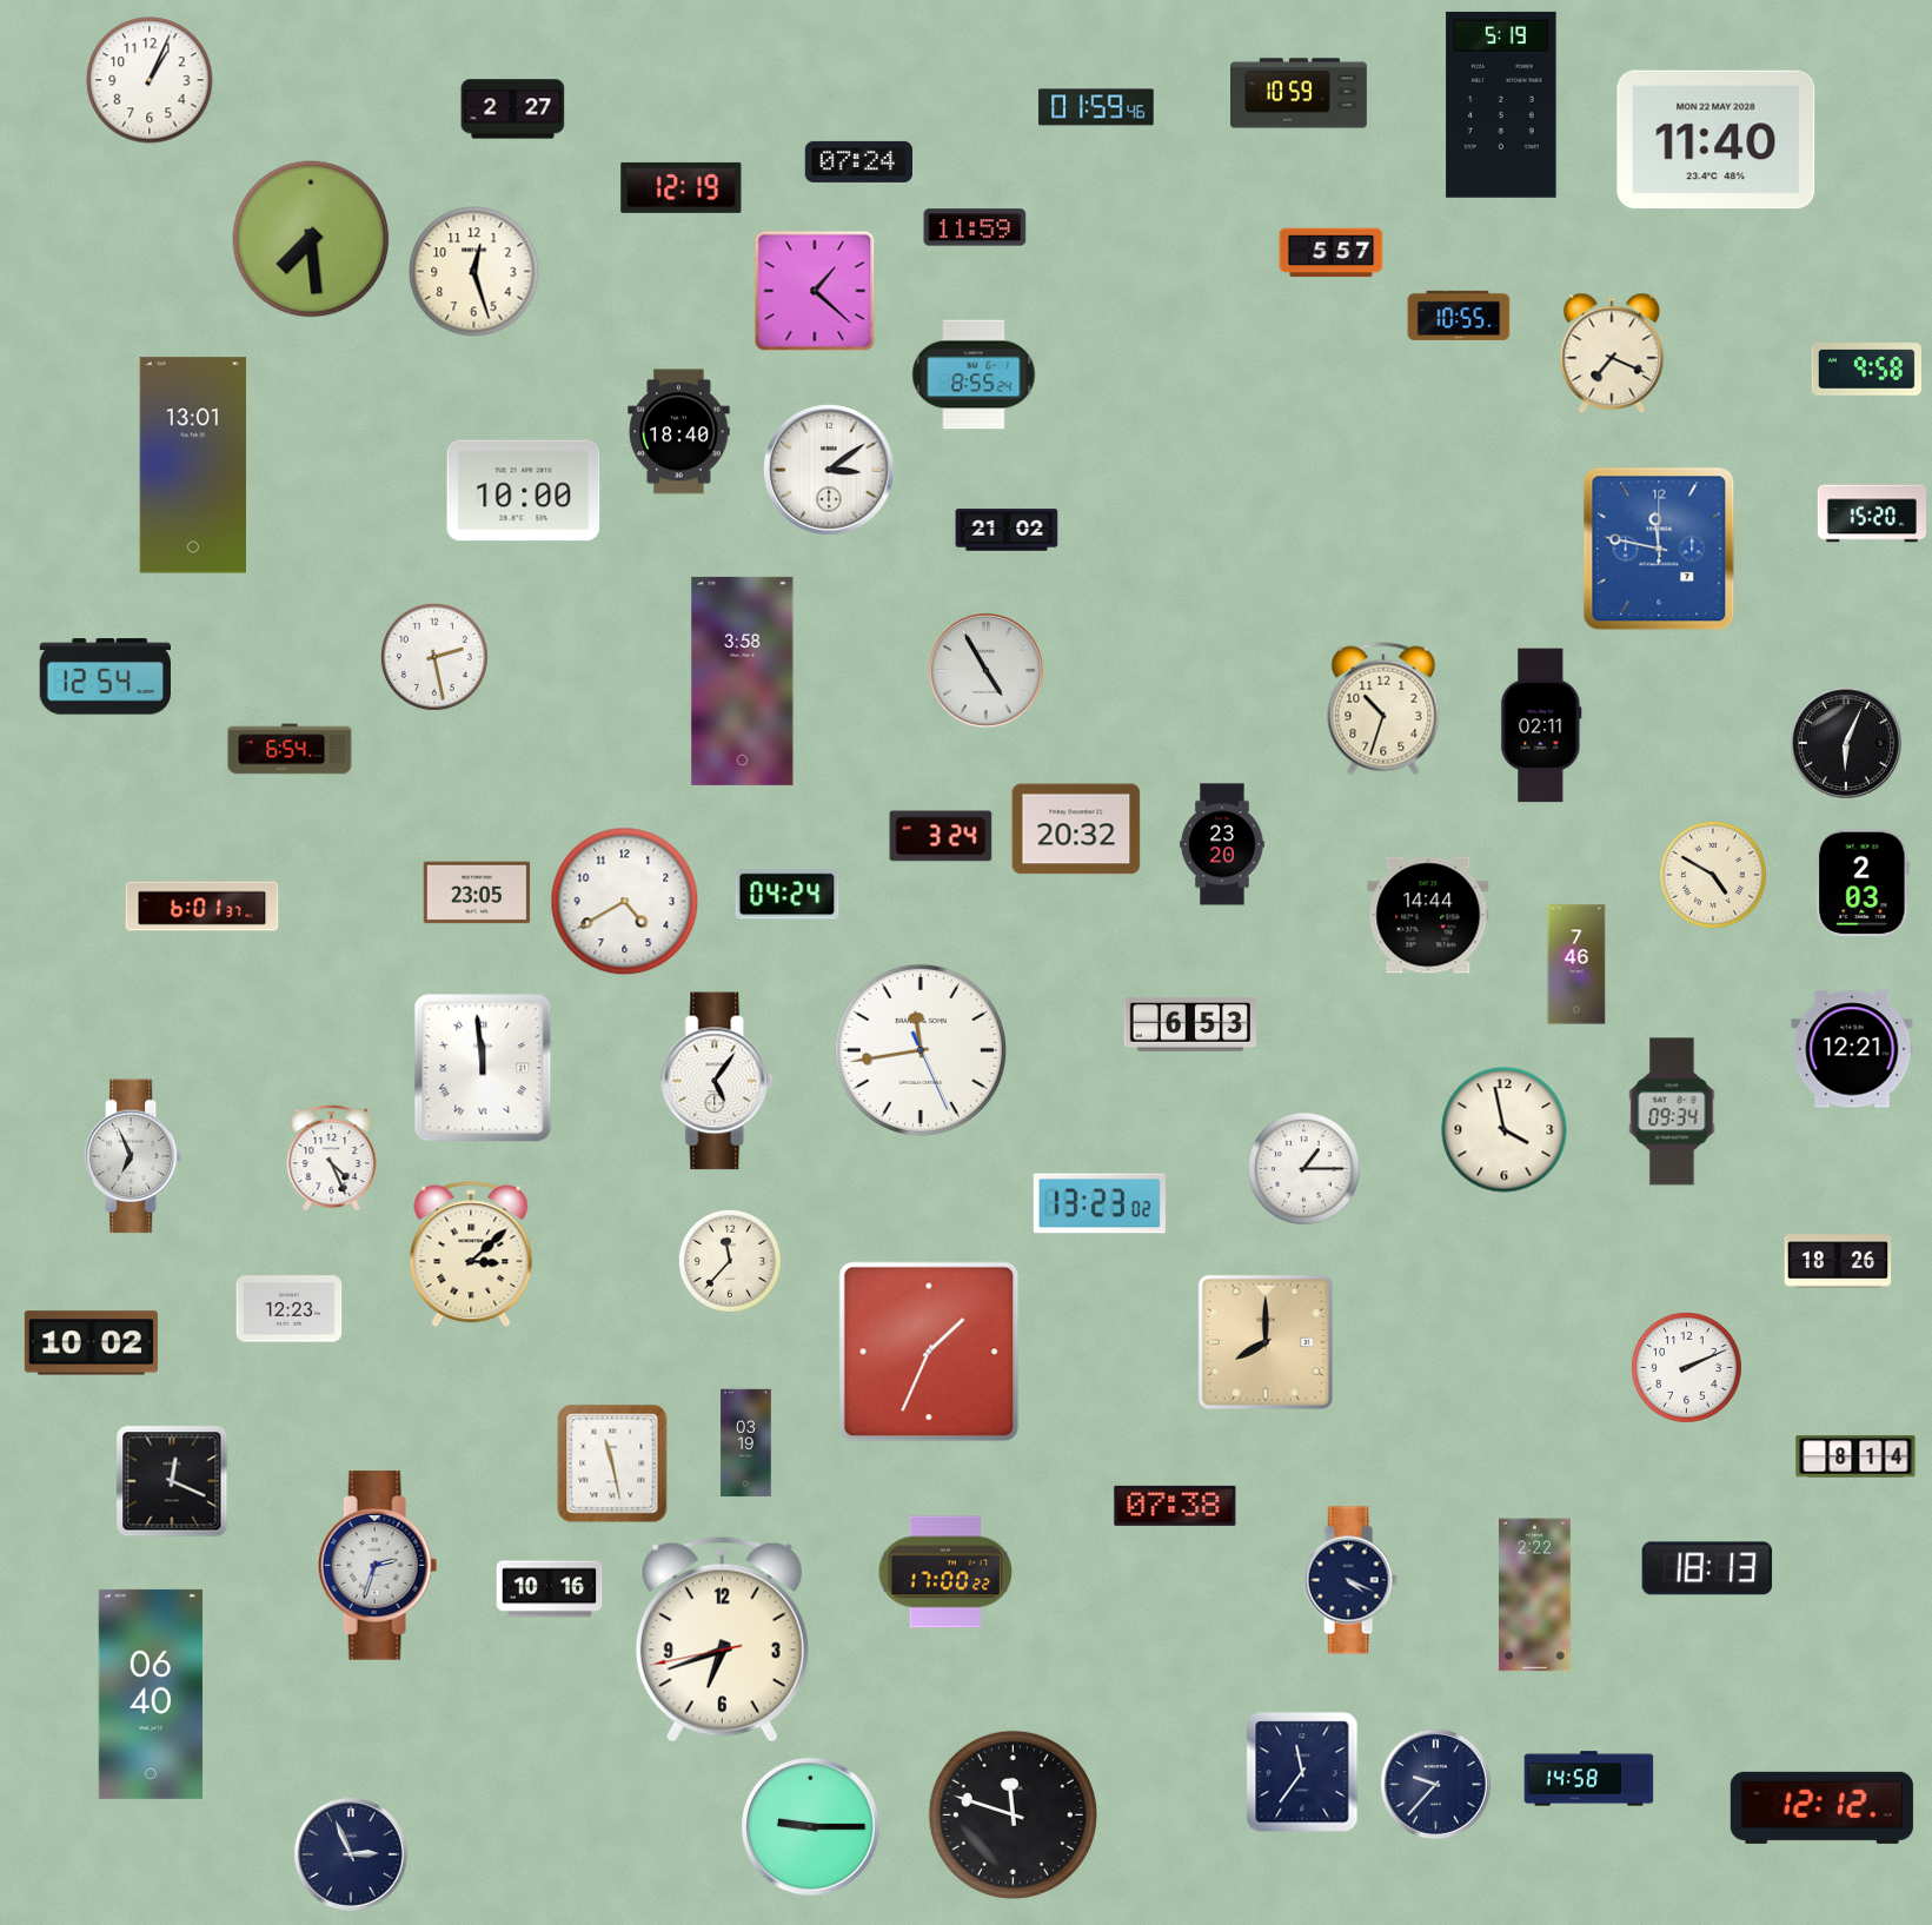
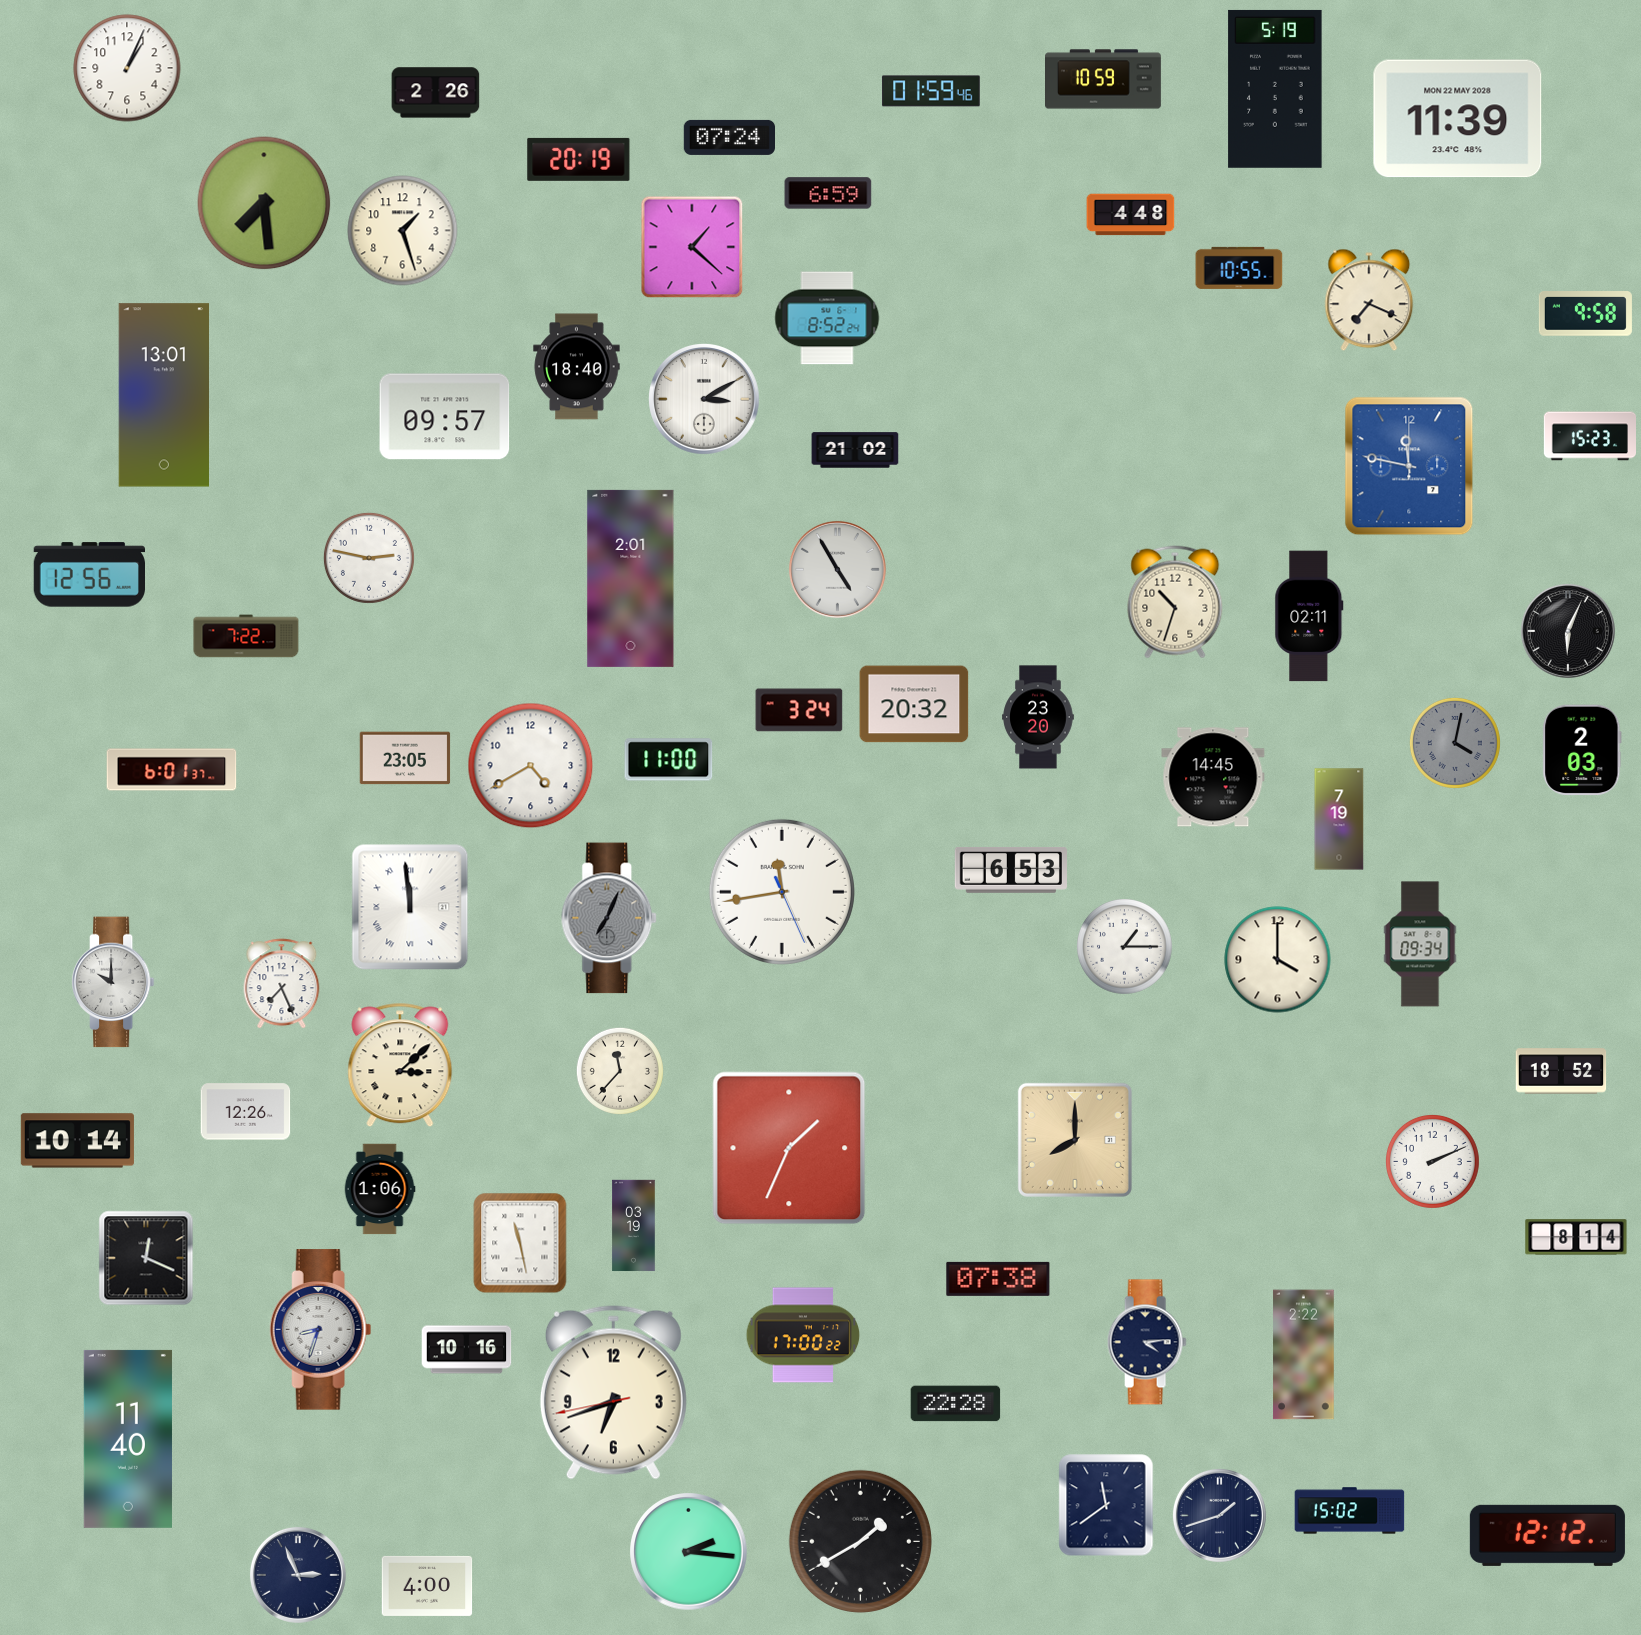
clock at (513, 109): 2:27 -> 2:26
clock at (1717, 140): 11:40 -> 11:39
clock at (682, 187): 12:19 -> 20:19
clock at (975, 227): 11:59 -> 6:59
clock at (1332, 253): 5:57 -> 4:48
clock at (474, 272): 12:27 -> 1:27
clock at (974, 374): 8:55 -> 8:52
clock at (830, 471): 3:09 -> 3:10
clock at (524, 491): 10:00 -> 09:57
clock at (1871, 513): 15:20 -> 15:23
clock at (434, 657): 2:28 -> 2:47
clock at (105, 677): 12:54 -> 12:56
clock at (743, 681): 3:58 -> 2:01
clock at (290, 749): 6:54 -> 7:22
clock at (1713, 875): 4:50 -> 4:02
clock at (1713, 875) dial: cream -> grey
clock at (788, 895): 04:24 -> 11:00
clock at (1428, 915): 14:44 -> 14:45
clock at (1576, 964): 7:46 -> 7:19
clock at (1852, 1049): 12:21 -> none
clock at (718, 1081): 5:06 -> 7:04
clock at (718, 1081) dial: white -> grey
clock at (1505, 1130): 3:58 -> 4:00
clock at (133, 1156): 6:56 -> 10:00
clock at (332, 1159): 4:26 -> 7:26
clock at (1304, 1169) position: (1304, 1169) -> (1125, 947)
clock at (1100, 1203): 13:23 -> none
clock at (1838, 1261): 18:26 -> 18:52
clock at (290, 1309): 12:23 -> 12:26
clock at (91, 1343): 10:02 -> 10:14
clock at (380, 1189): none -> 1:06
clock at (378, 1566): 2:33 -> 8:33
clock at (1707, 1568): 18:13 -> none
clock at (1350, 1580): 4:19 -> 4:14
clock at (956, 1404): none -> 22:28
clock at (151, 1694): 06:40 -> 11:40
clock at (1302, 1772): 11:36 -> 11:39
clock at (1589, 1779): 14:58 -> 15:02
clock at (1435, 1784): 9:37 -> 1:42
clock at (1013, 1814): 11:48 -> 1:40
clock at (811, 1827): 9:15 -> 2:16
clock at (427, 1586): none -> 4:00
